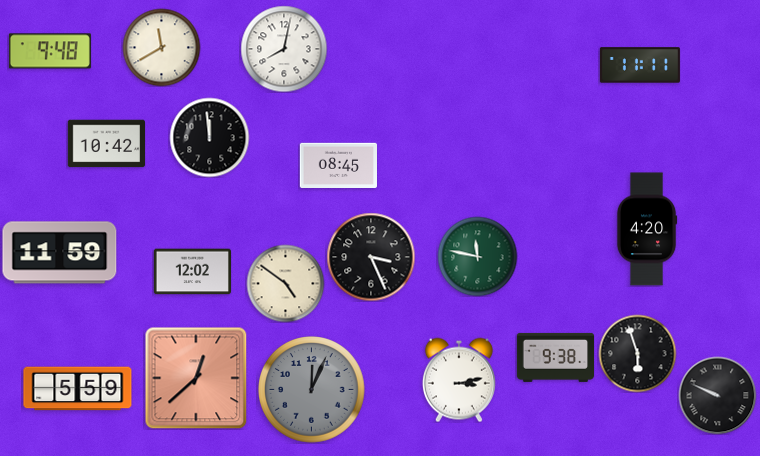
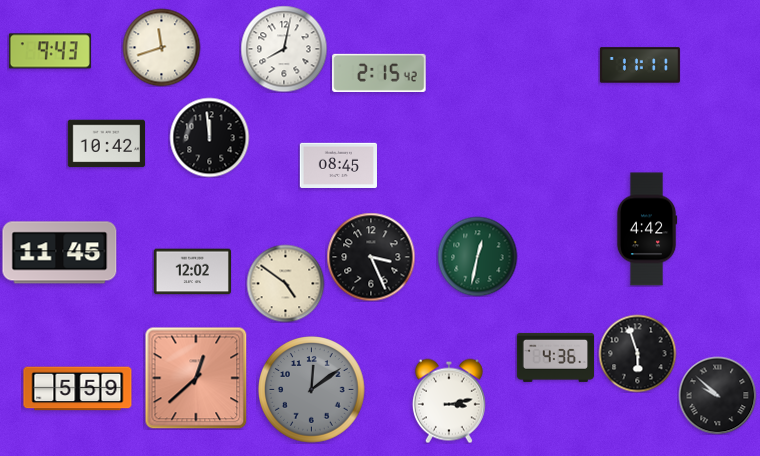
clock at (161, 47): 11:40 -> 11:42
clock at (50, 51): 9:48 -> 9:43
clock at (379, 73): none -> 2:15
clock at (647, 229): 4:20 -> 4:42
clock at (60, 253): 11:59 -> 11:45
clock at (477, 256): 11:47 -> 12:32
clock at (555, 357): 9:38 -> 4:36
clock at (459, 380) position: (459, 380) -> (449, 401)
clock at (312, 390): 12:04 -> 12:09
clock at (717, 395): 9:49 -> 9:52
